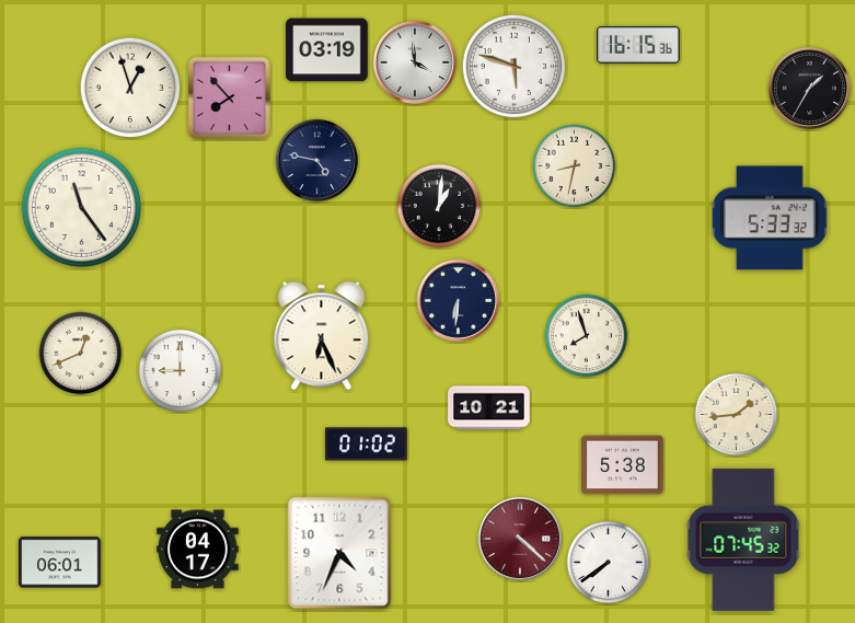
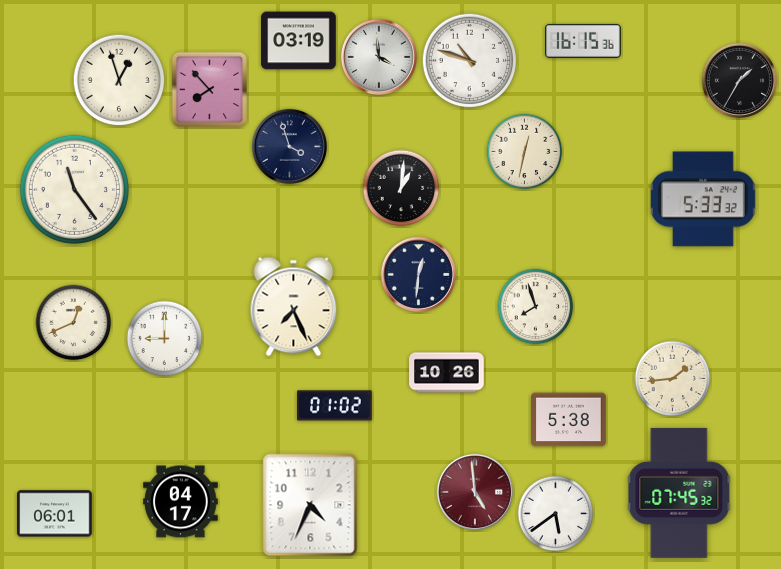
clock at (327, 50) position: (327, 50) -> (299, 41)
clock at (515, 67): 5:48 -> 10:48
clock at (316, 160): 4:47 -> 3:57
clock at (575, 166): 8:32 -> 12:32
clock at (458, 300): 6:31 -> 12:31
clock at (322, 336): 6:26 -> 7:26
clock at (489, 408): 10:21 -> 10:26
clock at (623, 465) position: (623, 465) -> (569, 420)
clock at (520, 539): 4:22 -> 4:59
clock at (609, 563): 7:39 -> 5:39
